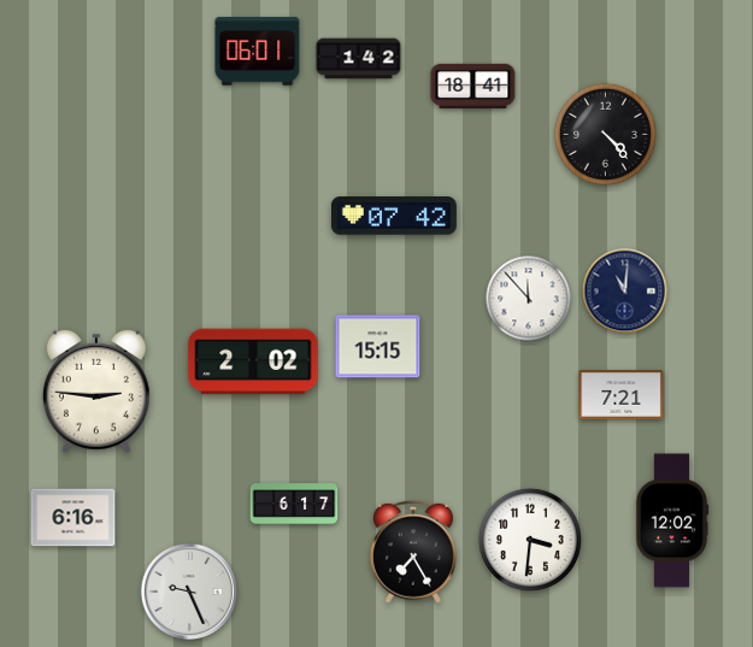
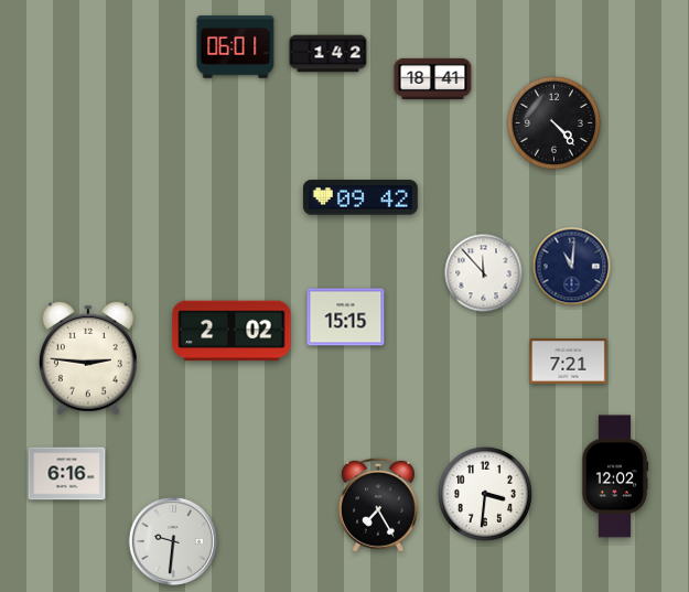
clock at (394, 216): 07:42 -> 09:42
clock at (294, 504): 6:17 -> none
clock at (188, 590): 9:26 -> 9:31
